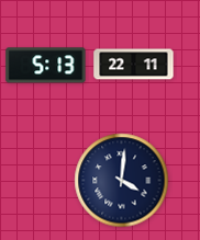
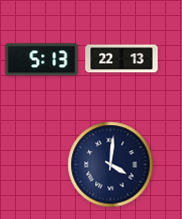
clock at (134, 65): 22:11 -> 22:13
